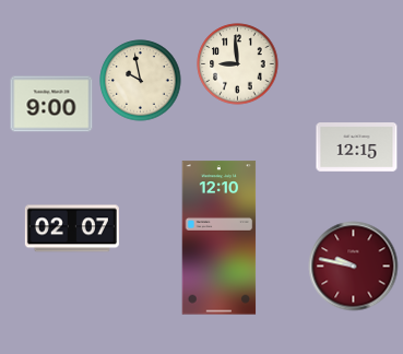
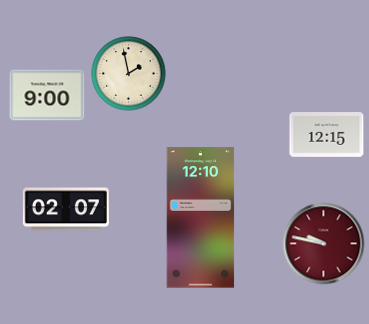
clock at (238, 64): 8:59 -> none
clock at (141, 81): 9:58 -> 1:58
